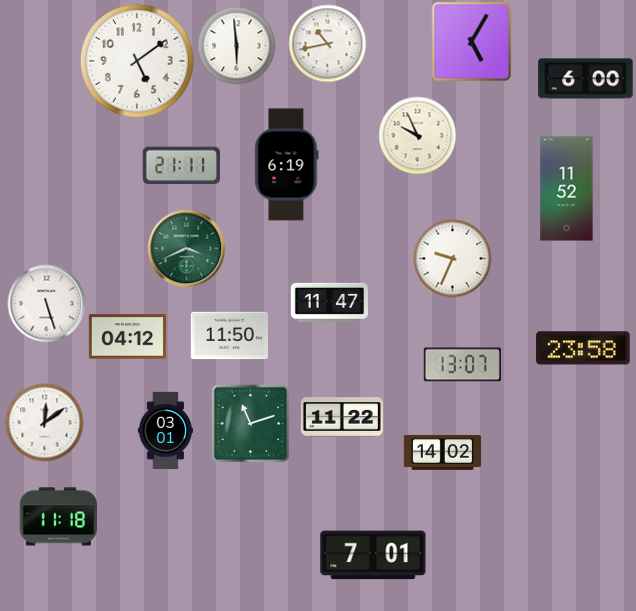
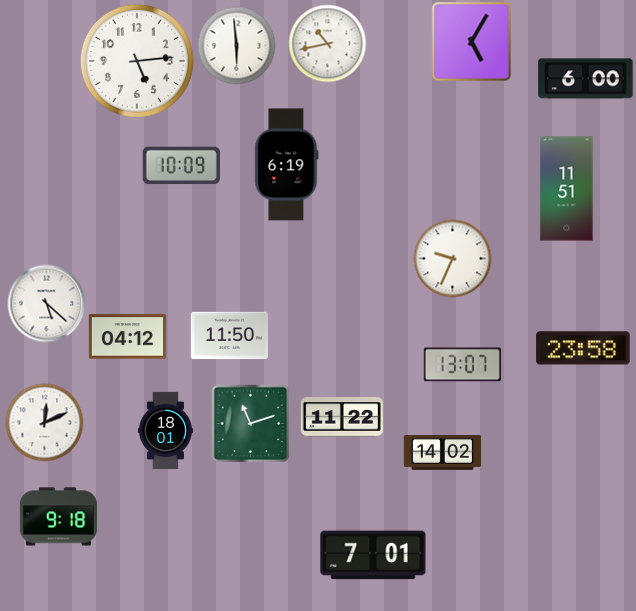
clock at (137, 61): 5:09 -> 5:14
clock at (417, 135): 9:56 -> none
clock at (181, 166): 21:11 -> 10:09
clock at (567, 189): 11:52 -> 11:51
clock at (186, 248): 3:41 -> none
clock at (329, 302): 11:47 -> none
clock at (46, 303): 5:27 -> 5:22
clock at (44, 422): 12:09 -> 12:11
clock at (165, 430): 03:01 -> 18:01
clock at (58, 517): 11:18 -> 9:18
